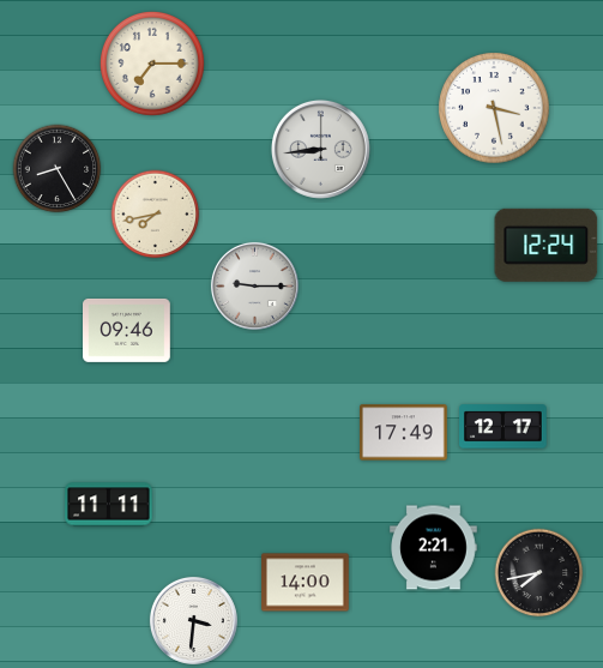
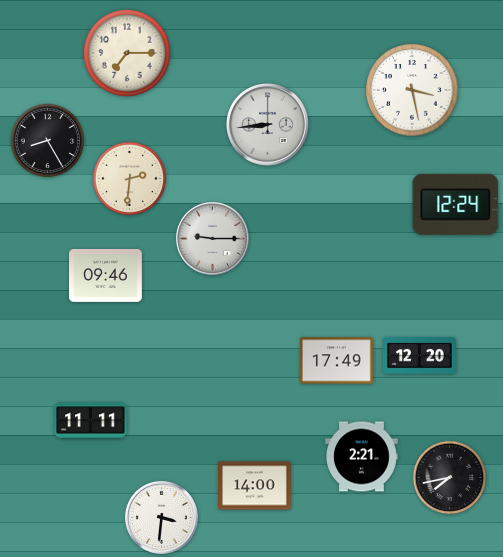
clock at (156, 215): 7:43 -> 2:31
clock at (503, 427): 12:17 -> 12:20
